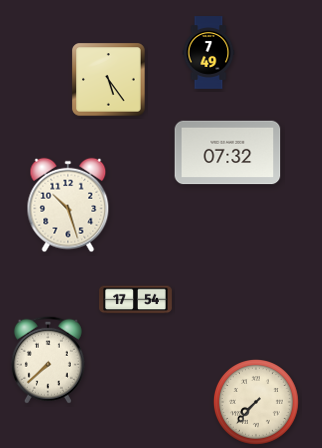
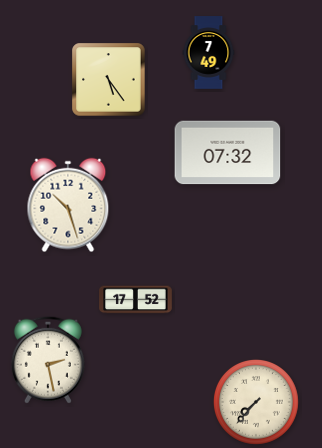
clock at (136, 300): 17:54 -> 17:52
clock at (48, 360): 7:38 -> 2:28
